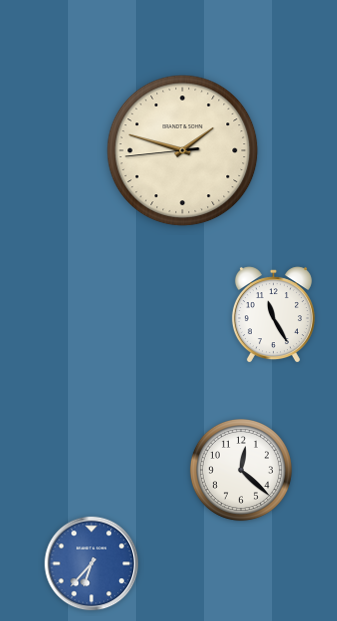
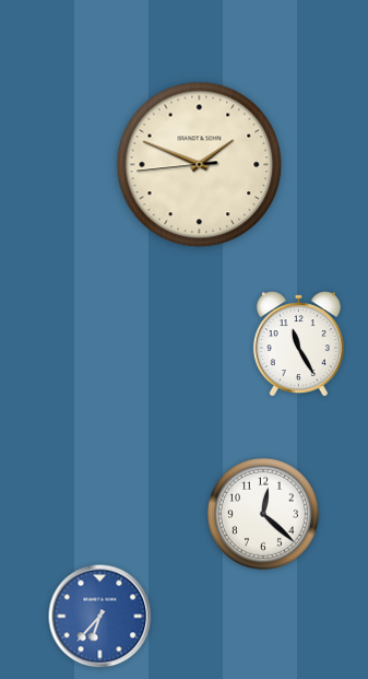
clock at (183, 151): 1:47 -> 1:48
